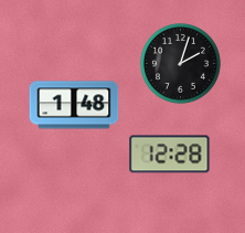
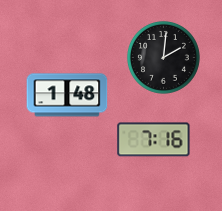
clock at (181, 64): 2:03 -> 2:01
clock at (170, 155): 12:28 -> 7:16
